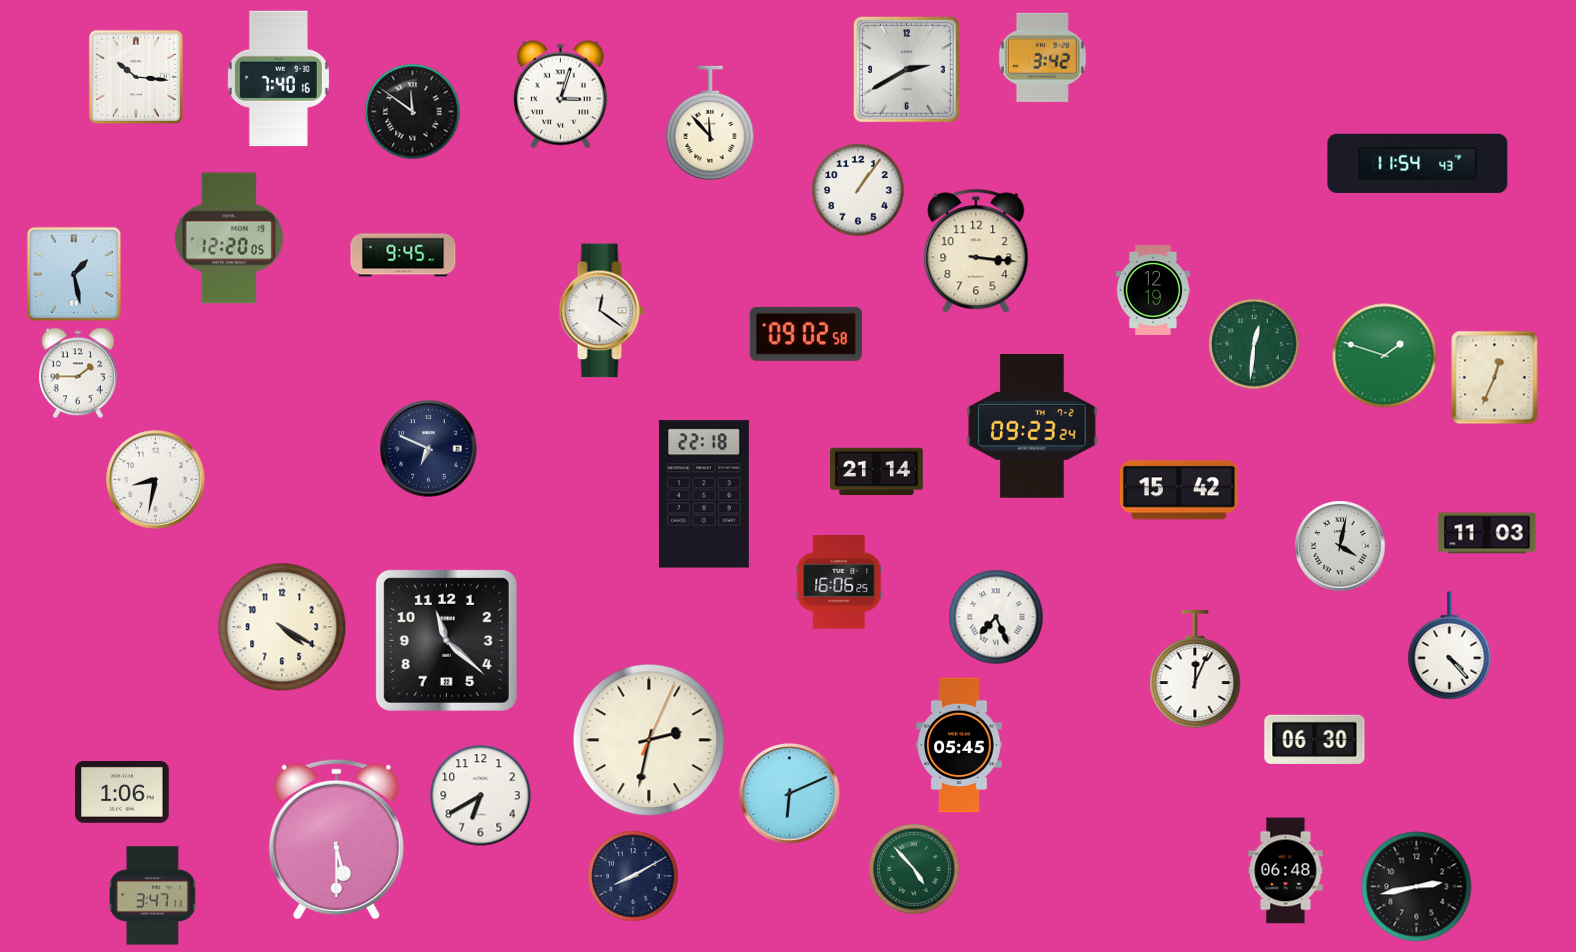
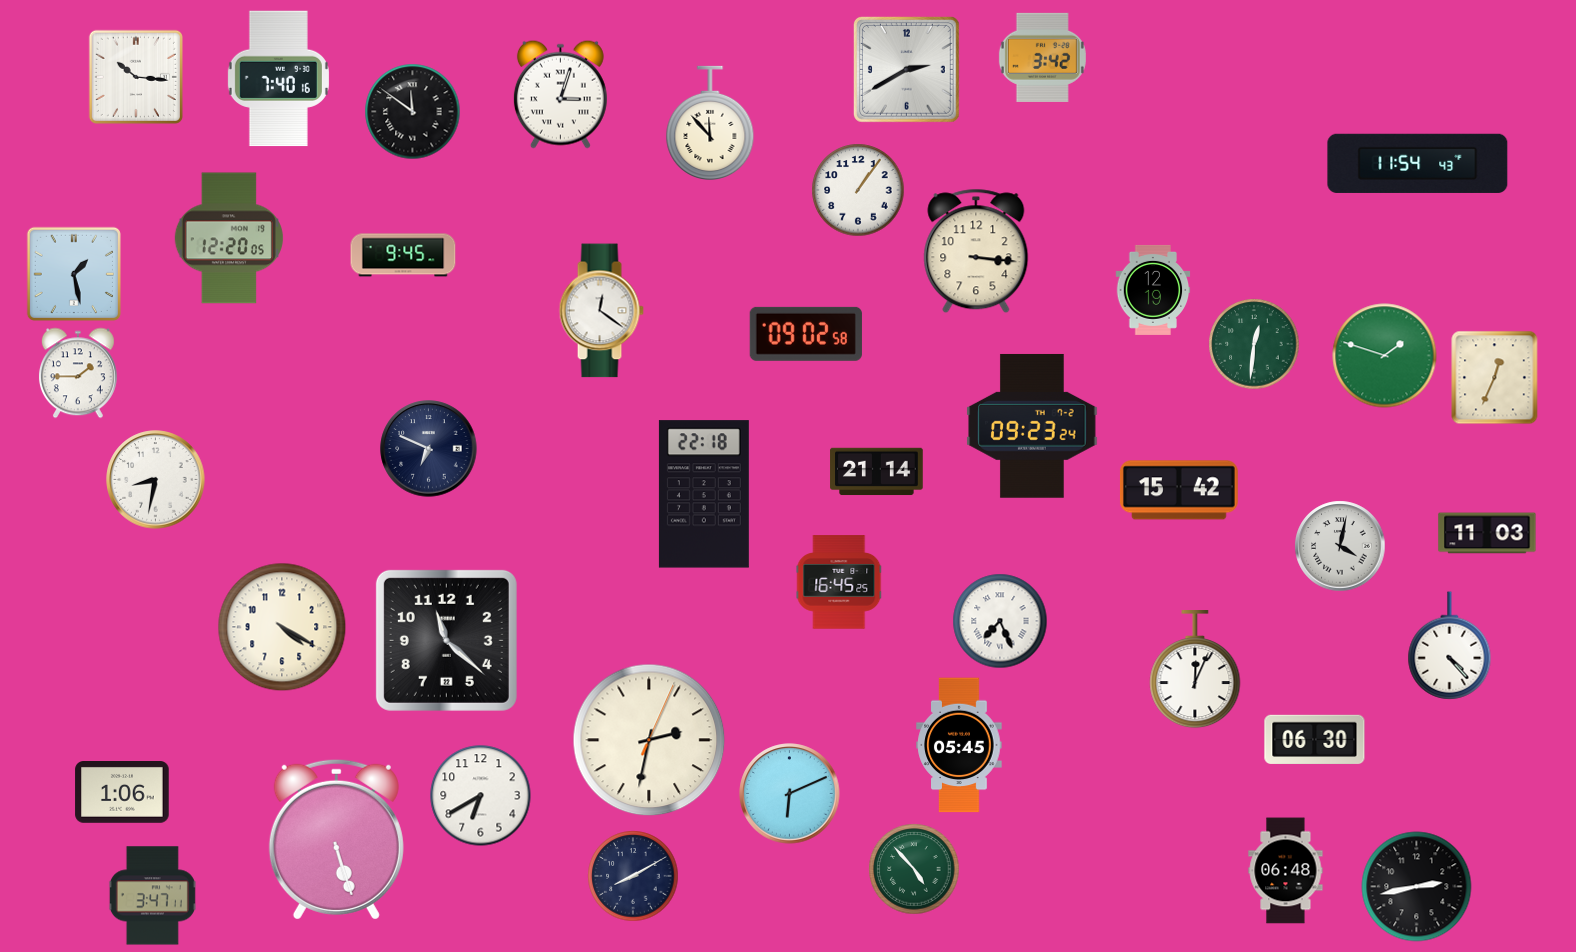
clock at (839, 582): 16:06 -> 16:45
clock at (996, 617) position: (996, 617) -> (1000, 621)
clock at (336, 839): 5:30 -> 5:27
